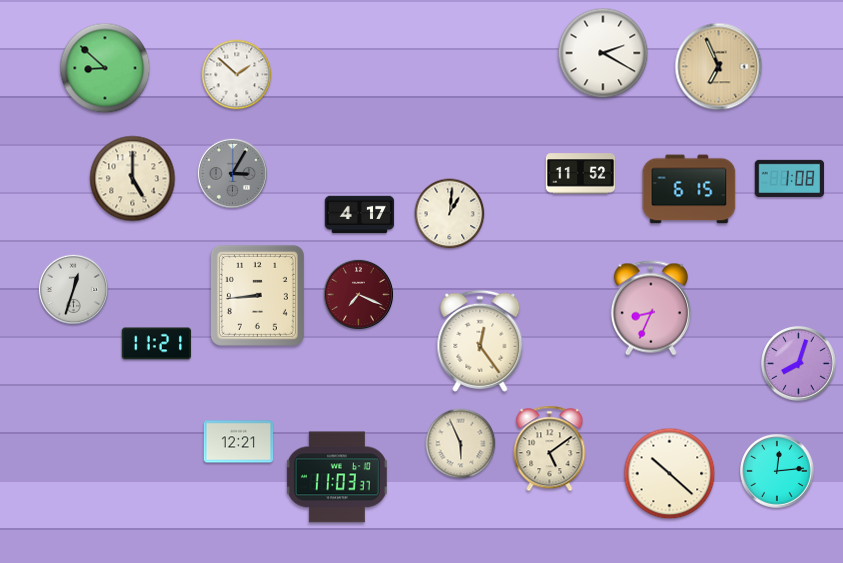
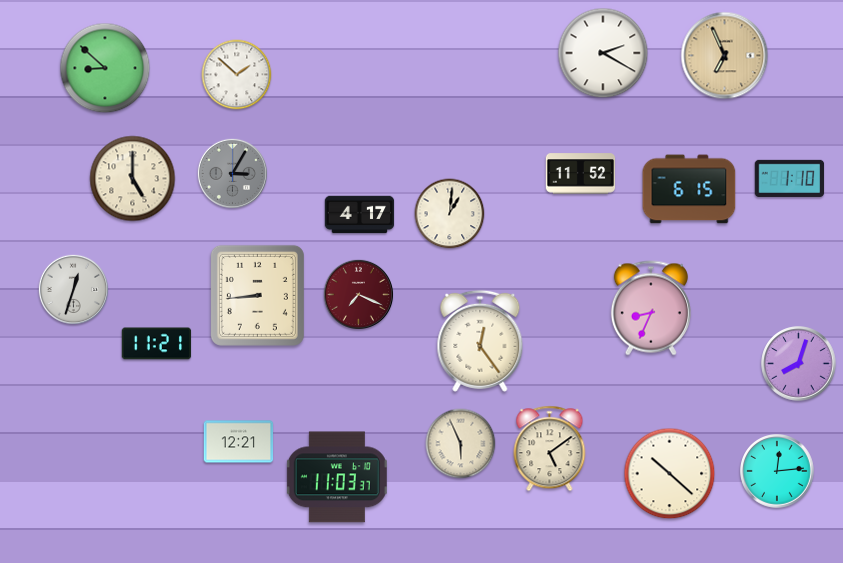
clock at (719, 67) position: (719, 67) -> (725, 56)
clock at (790, 178): 1:08 -> 1:10
